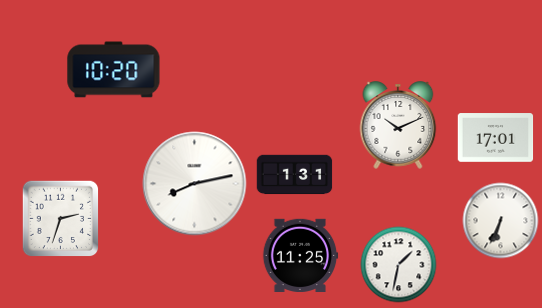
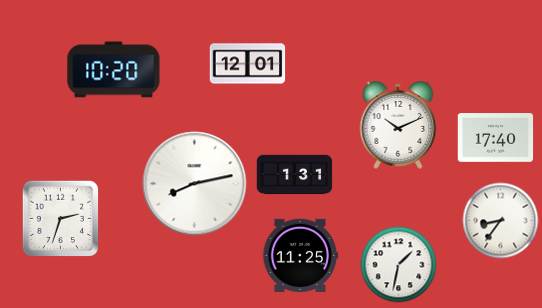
clock at (248, 64): none -> 12:01
clock at (496, 138): 17:01 -> 17:40
clock at (501, 221): 6:34 -> 8:36
